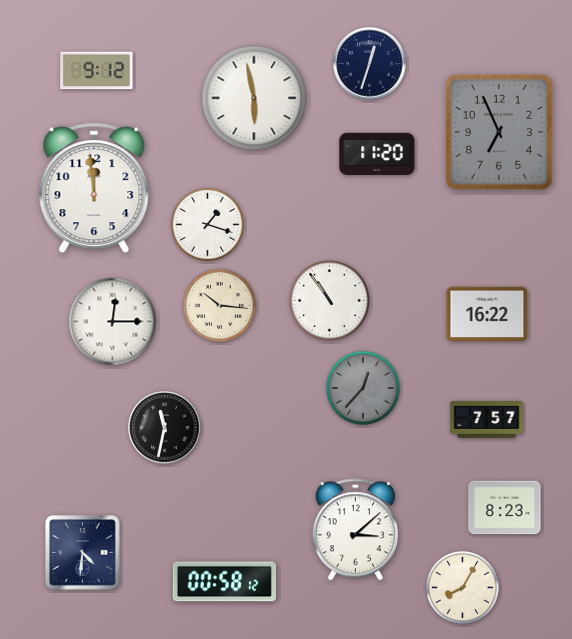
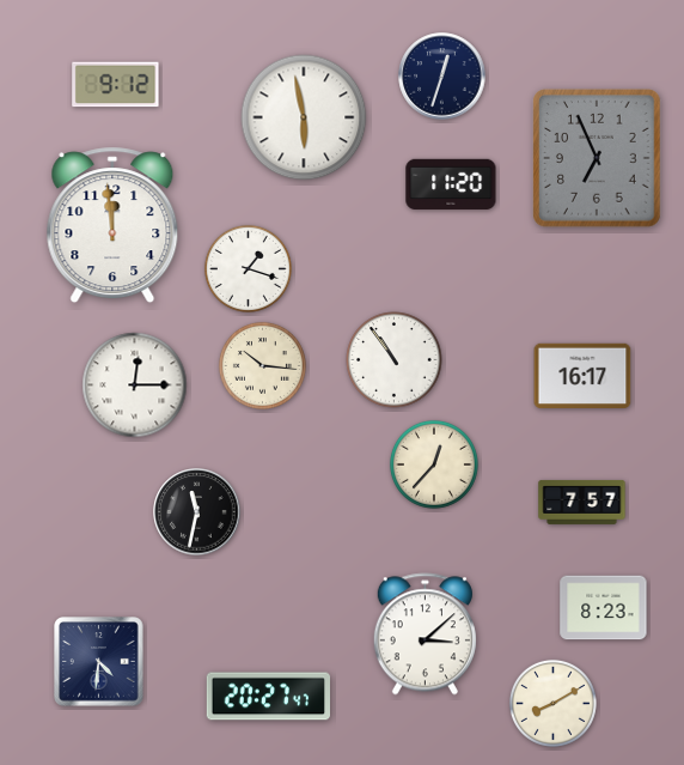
clock at (487, 313): 16:22 -> 16:17
clock at (363, 388) dial: grey -> cream
clock at (225, 582): 00:58 -> 20:27
clock at (462, 587): 8:05 -> 8:10
